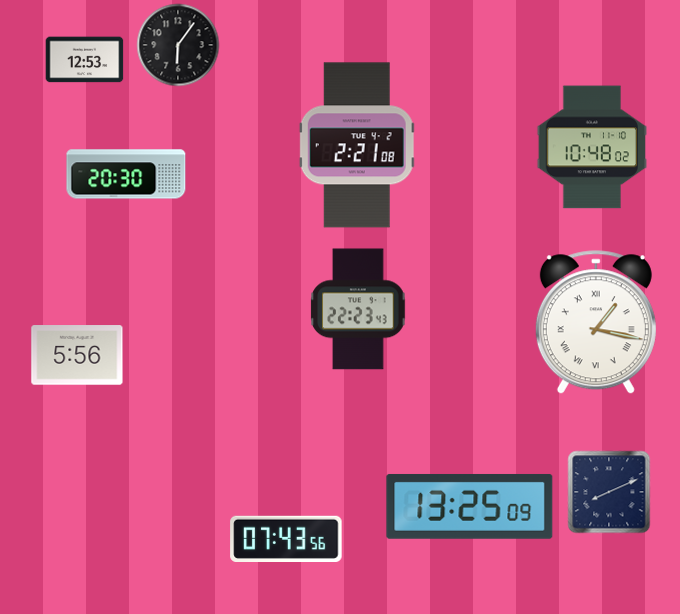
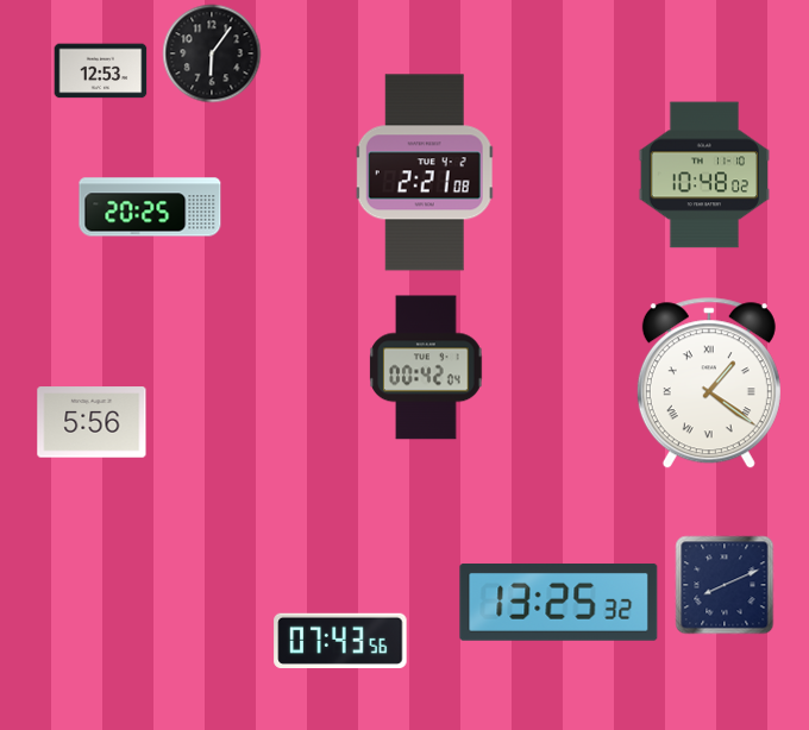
clock at (126, 174): 20:30 -> 20:25
clock at (358, 309): 22:23 -> 00:42
clock at (596, 323): 1:17 -> 1:21
clock at (470, 506): 13:25:09 -> 13:25:32
